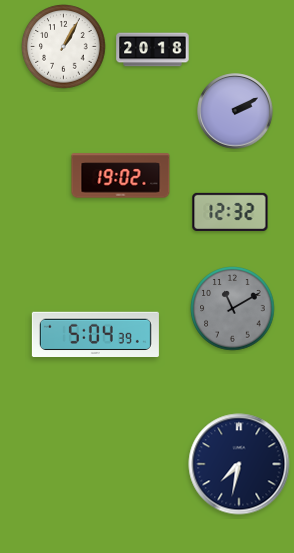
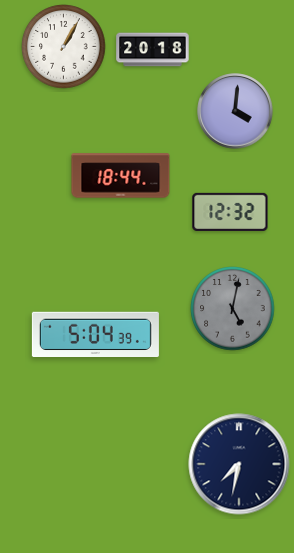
clock at (235, 111): 2:10 -> 4:01
clock at (121, 176): 19:02 -> 18:44
clock at (233, 309): 11:10 -> 5:02
